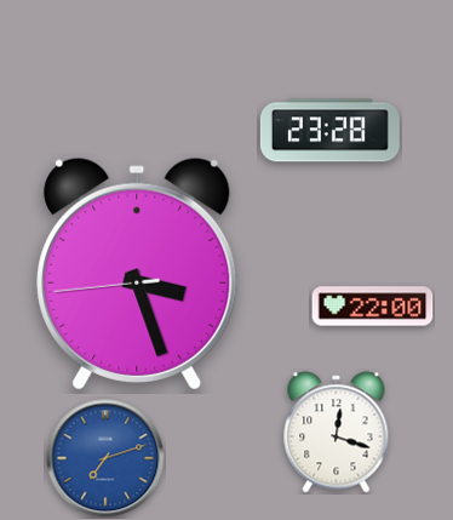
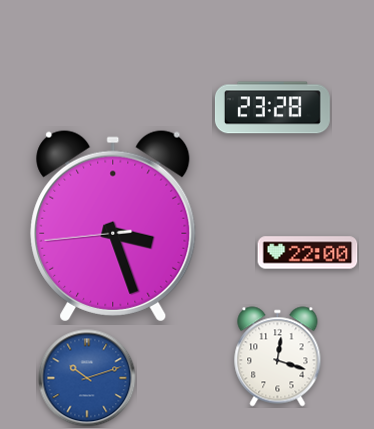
clock at (105, 458): 7:12 -> 10:12
